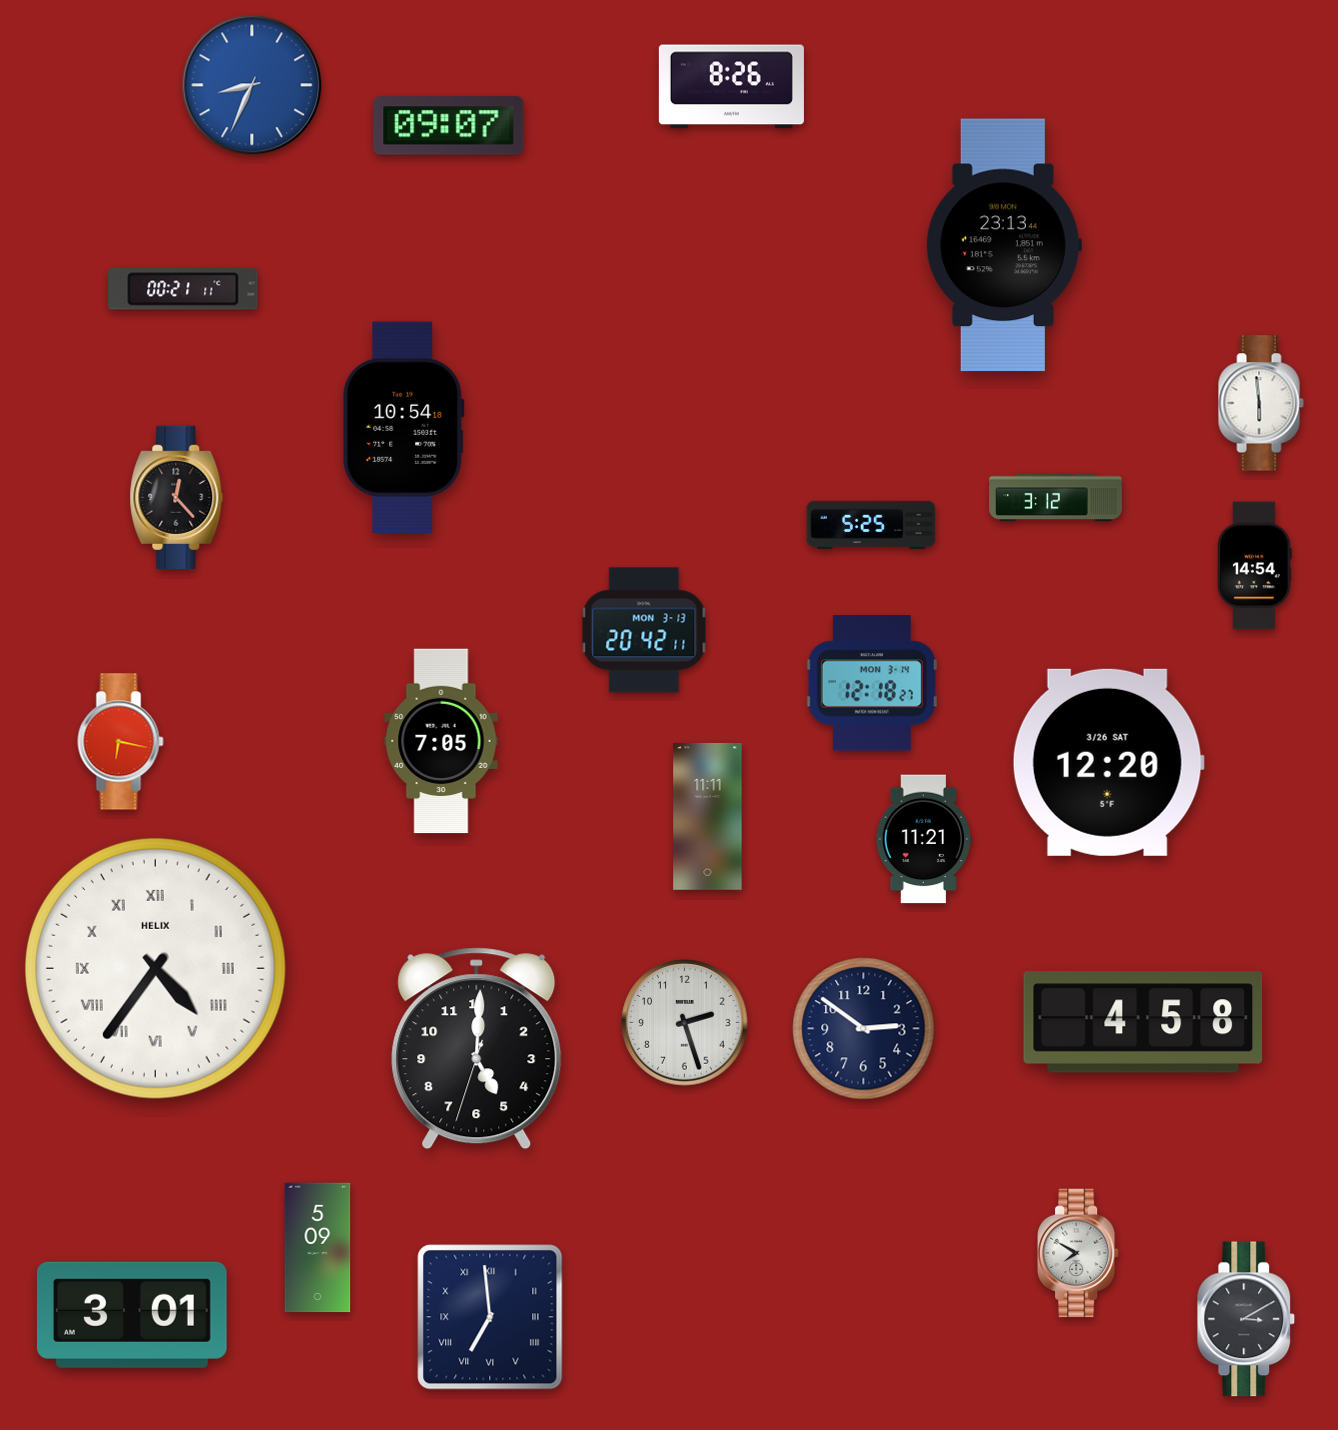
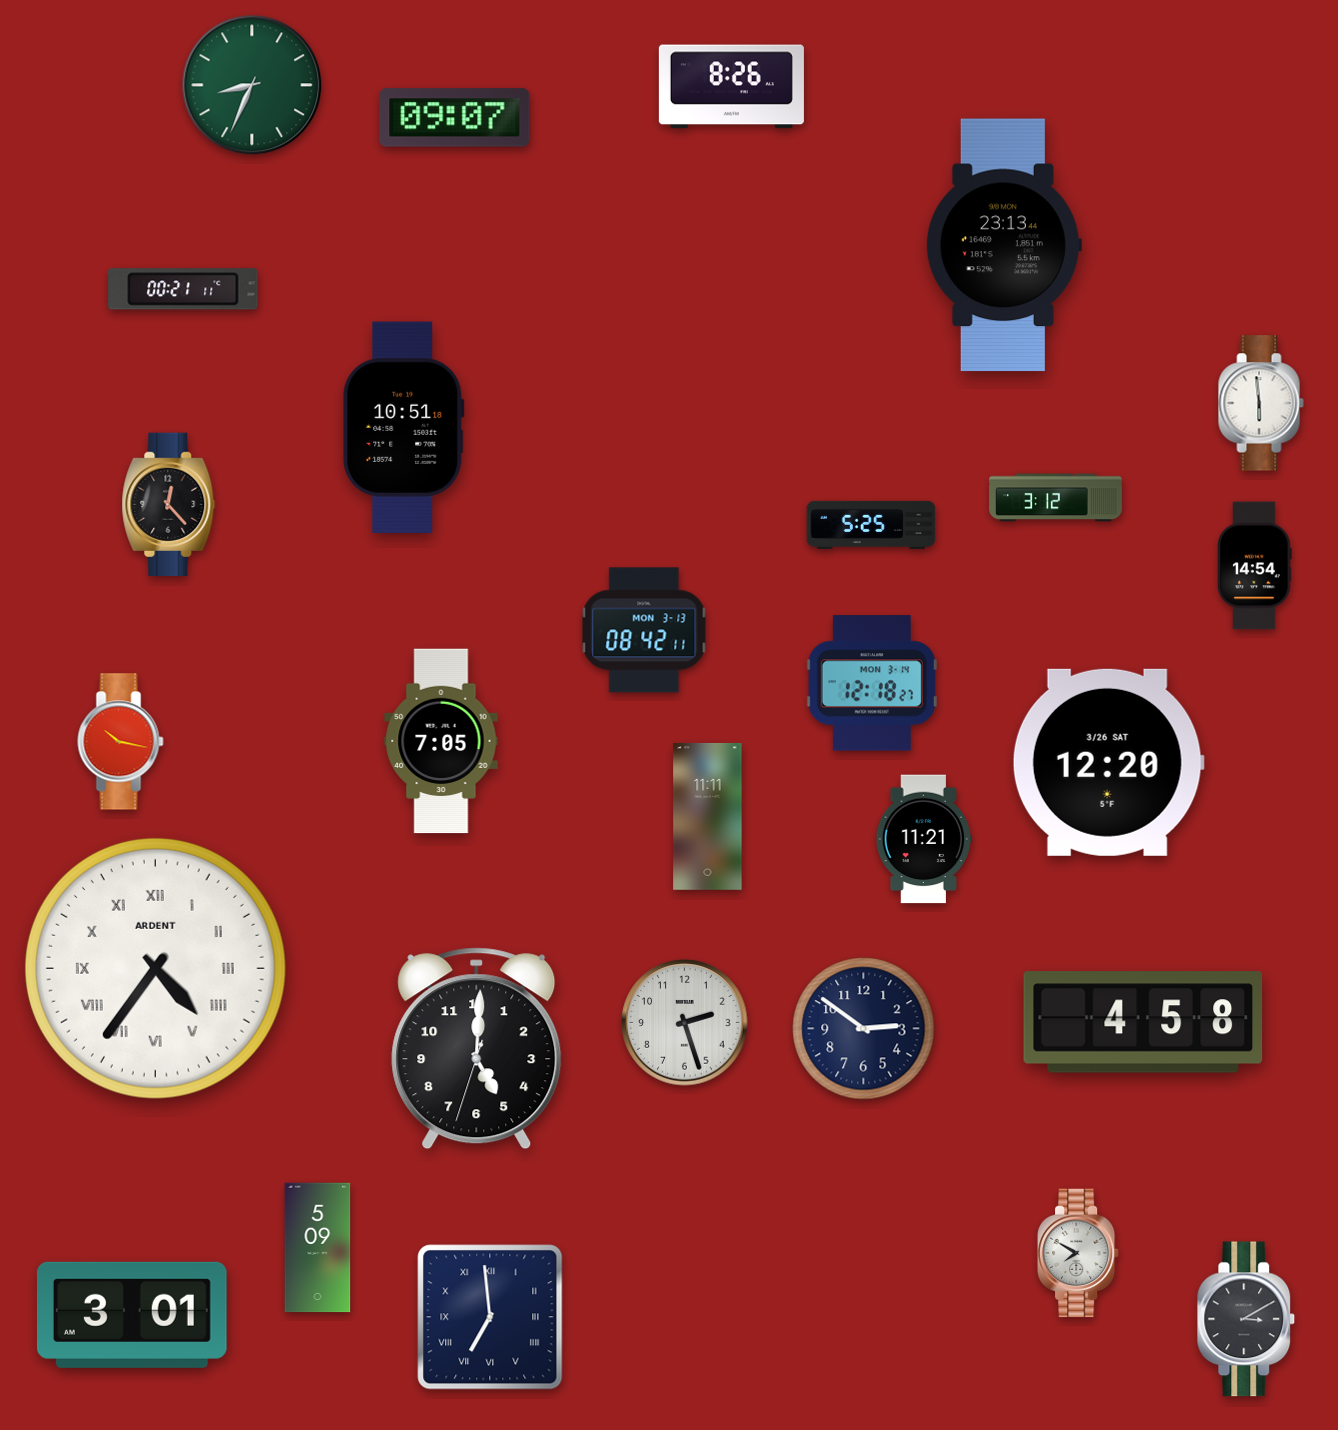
clock at (252, 85) dial: blue -> green
clock at (449, 126) position: (449, 126) -> (455, 118)
clock at (404, 428): 10:54 -> 10:51
clock at (177, 498) position: (177, 498) -> (169, 505)
clock at (644, 630): 20:42 -> 08:42
clock at (121, 742): 6:17 -> 10:17
clock at (155, 968) brand: HELIX -> ARDENT
